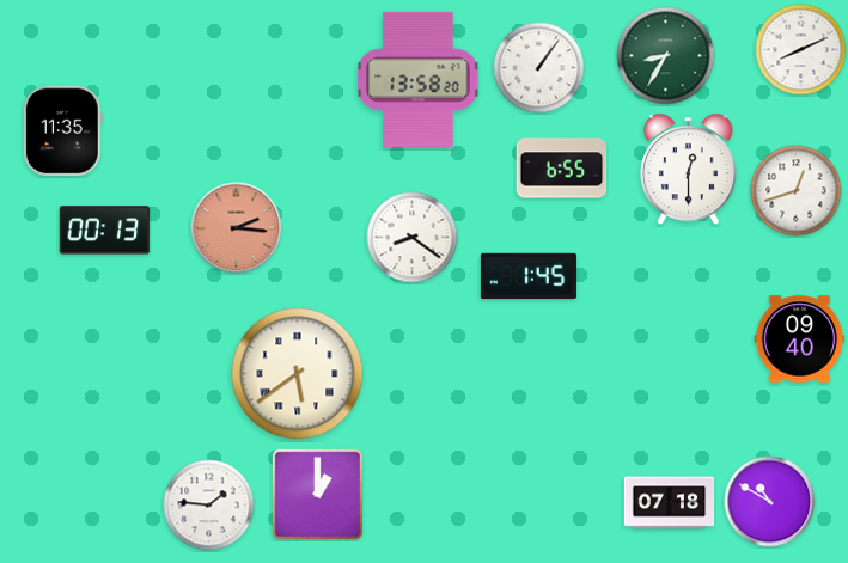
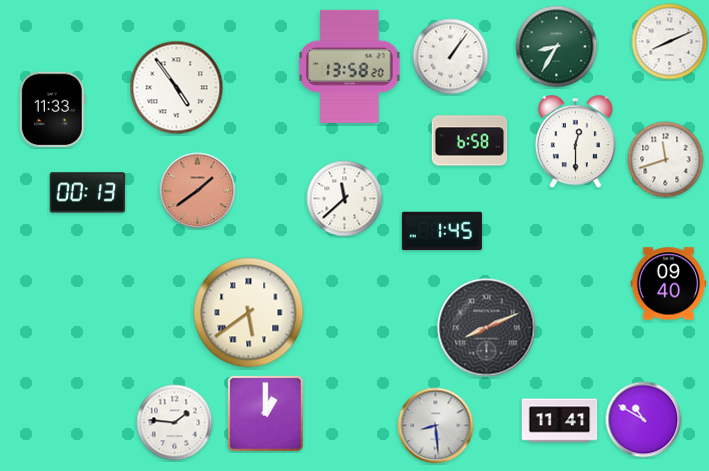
clock at (177, 88): none -> 4:54
clock at (62, 131): 11:35 -> 11:33
clock at (562, 169): 6:55 -> 6:58
clock at (797, 191): 12:42 -> 11:42
clock at (237, 228): 2:16 -> 1:39
clock at (413, 238): 8:21 -> 11:38
clock at (487, 328): none -> 8:11
clock at (670, 503): 07:18 -> 11:41
clock at (436, 426): none -> 8:29
